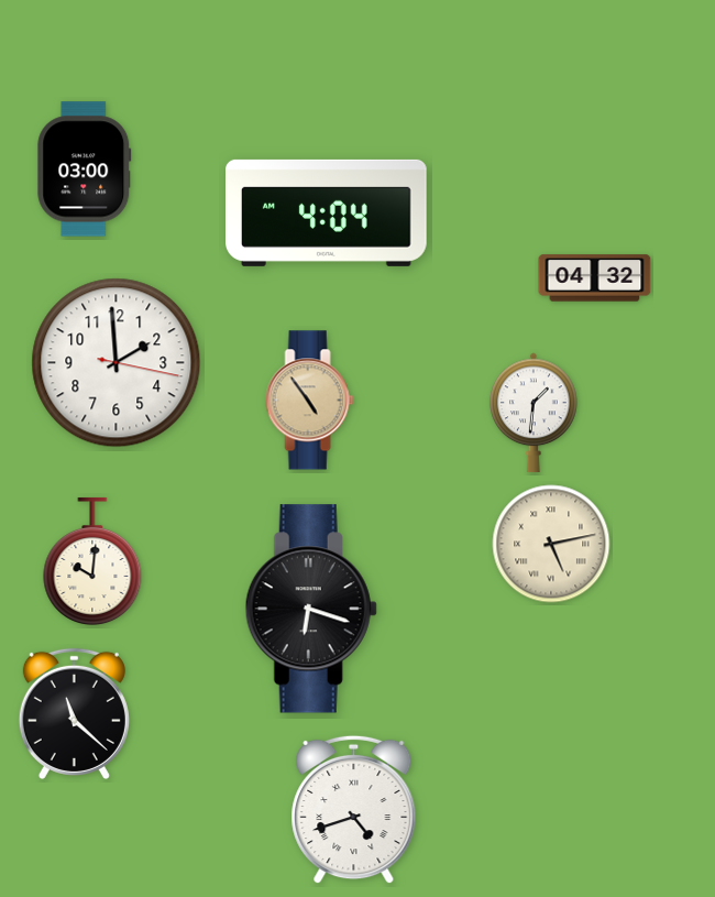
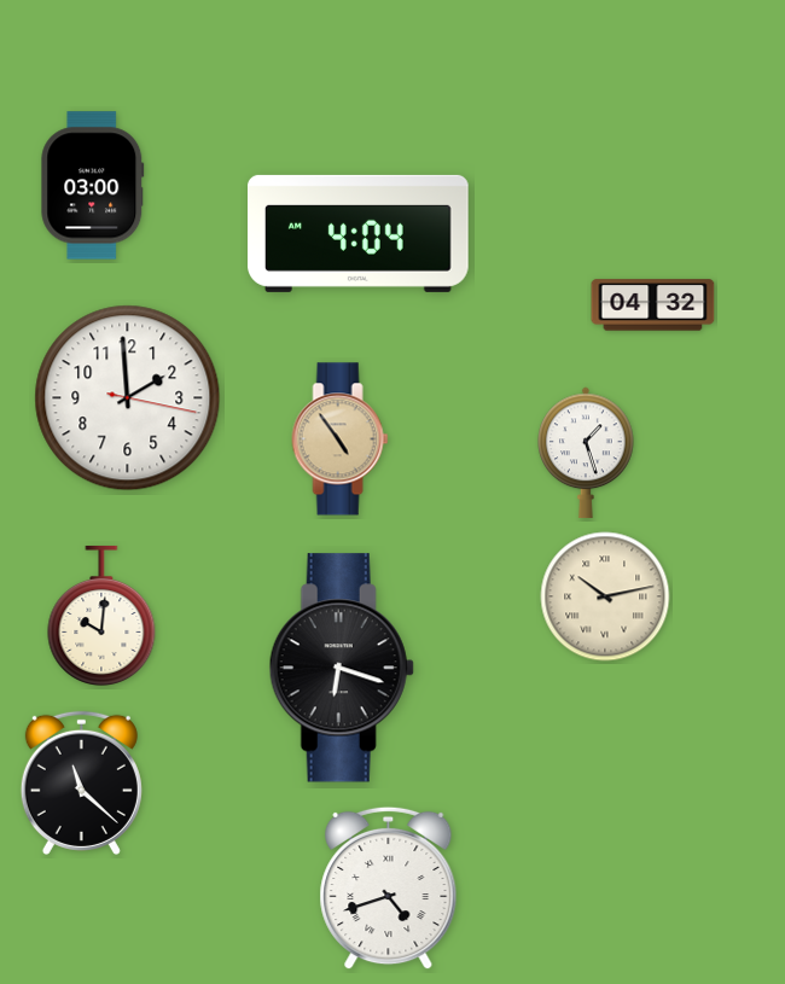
clock at (533, 413): 1:31 -> 1:27
clock at (551, 544): 5:13 -> 10:13
